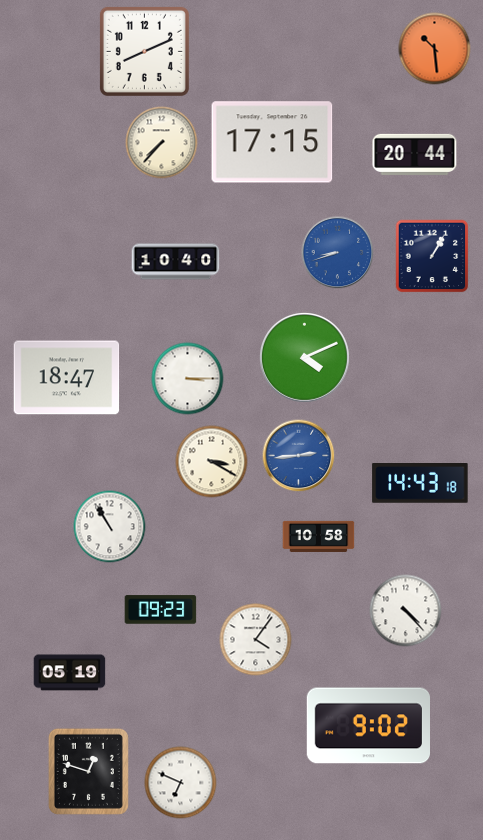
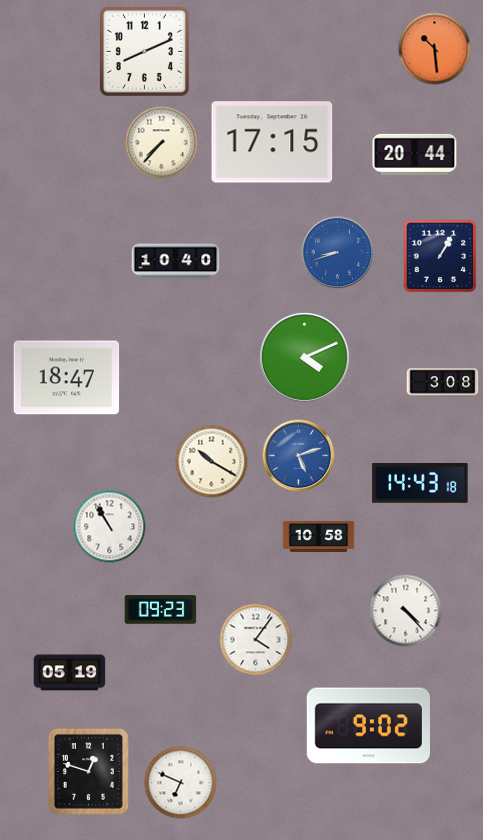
clock at (432, 256) position: (432, 256) -> (440, 256)
clock at (188, 379): 3:15 -> none
clock at (443, 383): none -> 3:08
clock at (299, 456): 2:44 -> 5:12
clock at (212, 462): 3:20 -> 10:20
